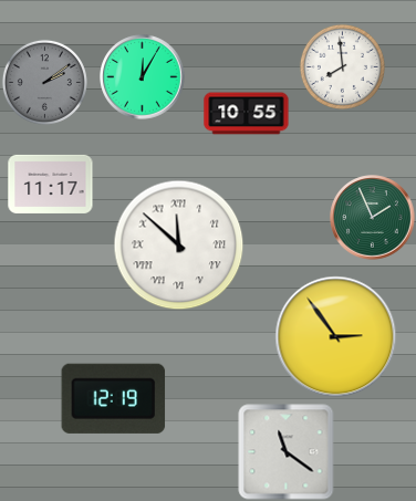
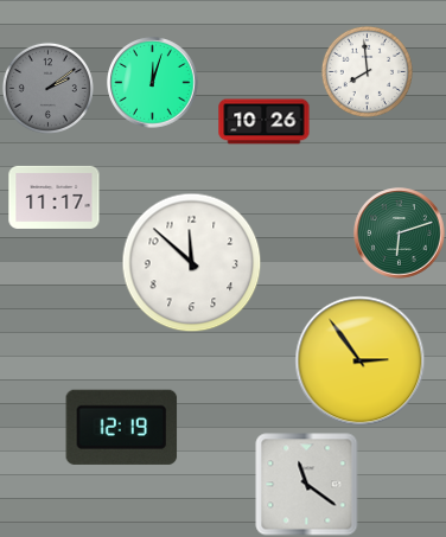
clock at (143, 77): 12:05 -> 12:03
clock at (247, 114): 10:55 -> 10:26
clock at (373, 218): 1:56 -> 6:12
clock at (179, 246) numerals: Roman -> Arabic
